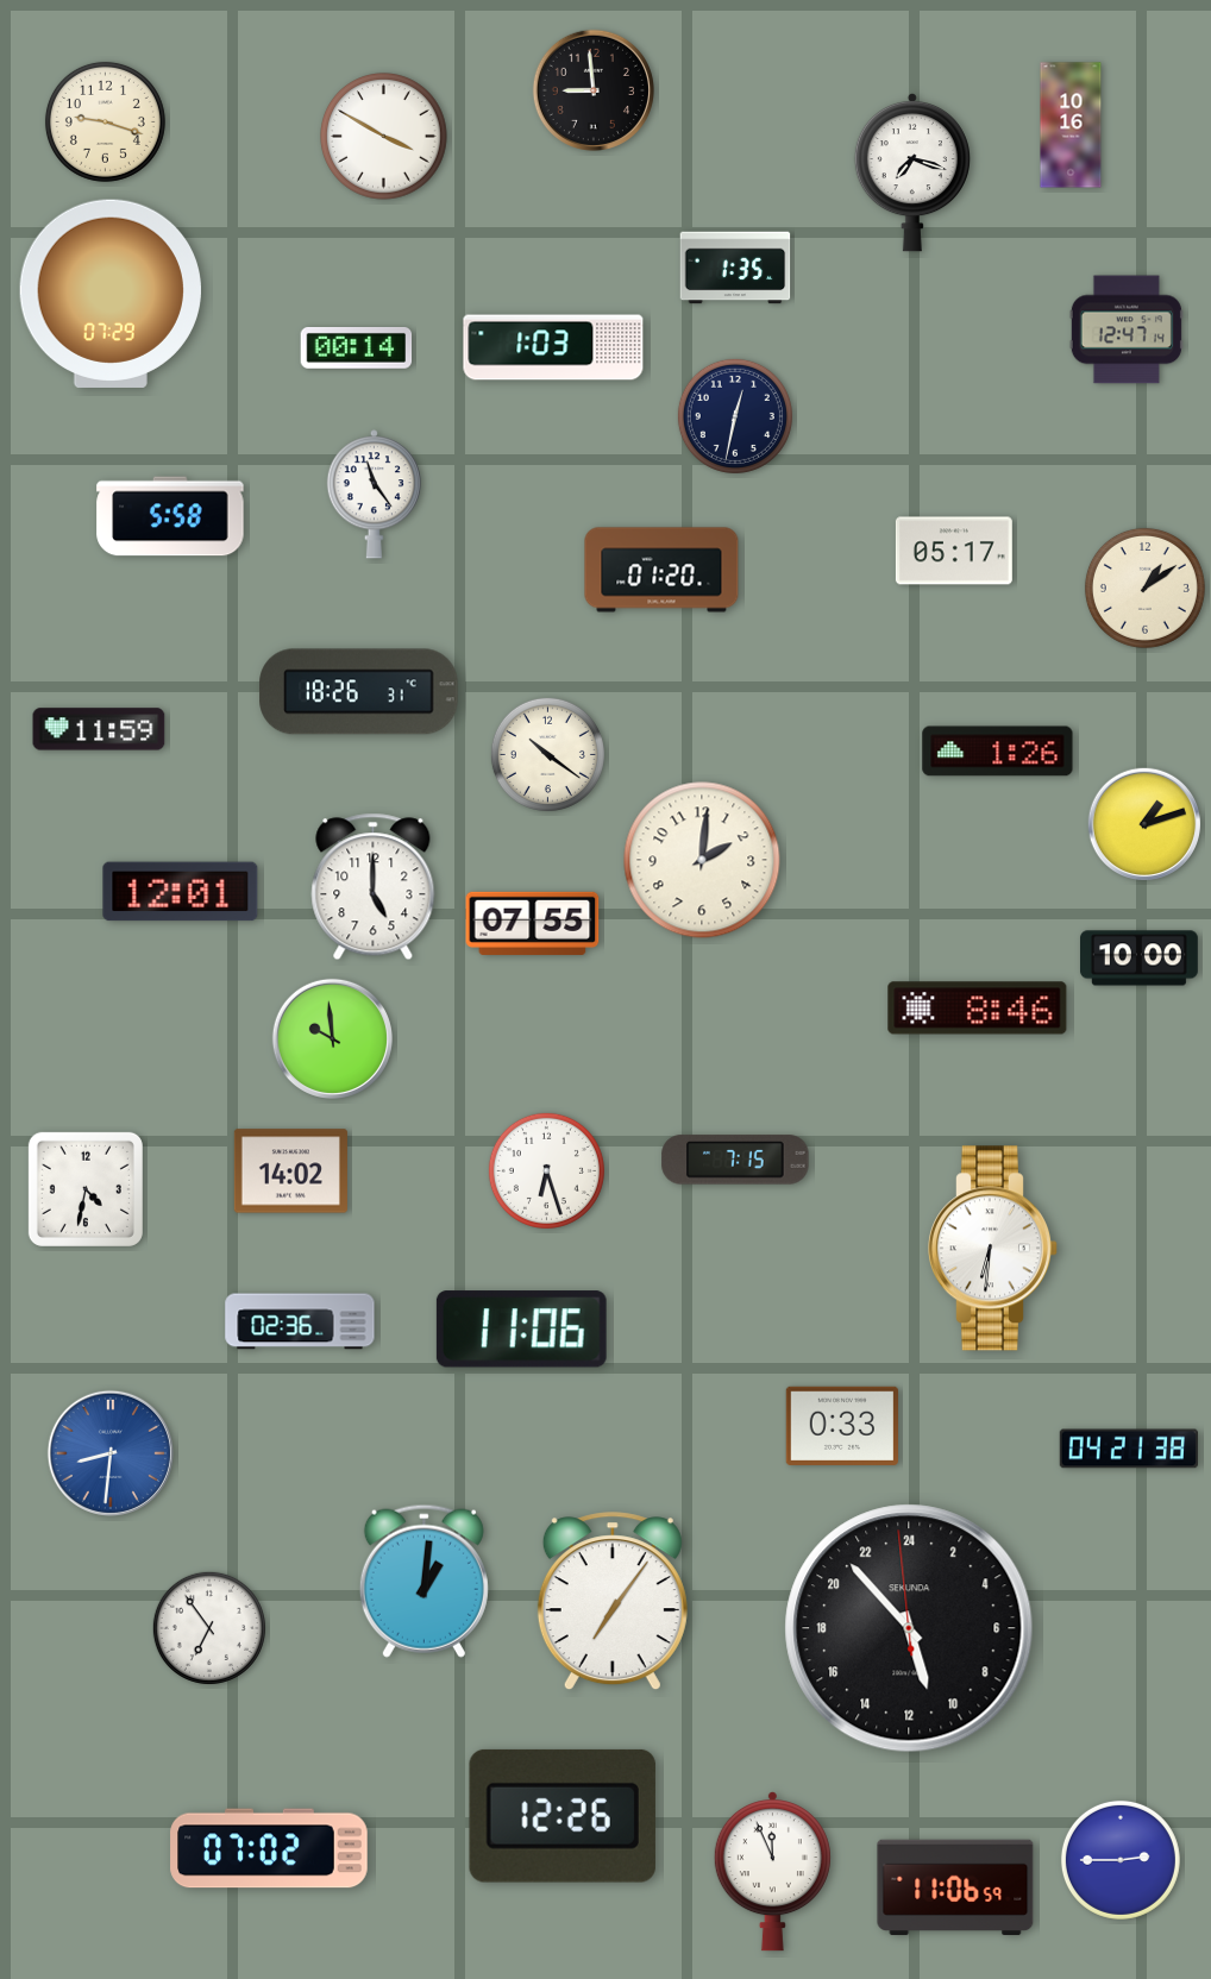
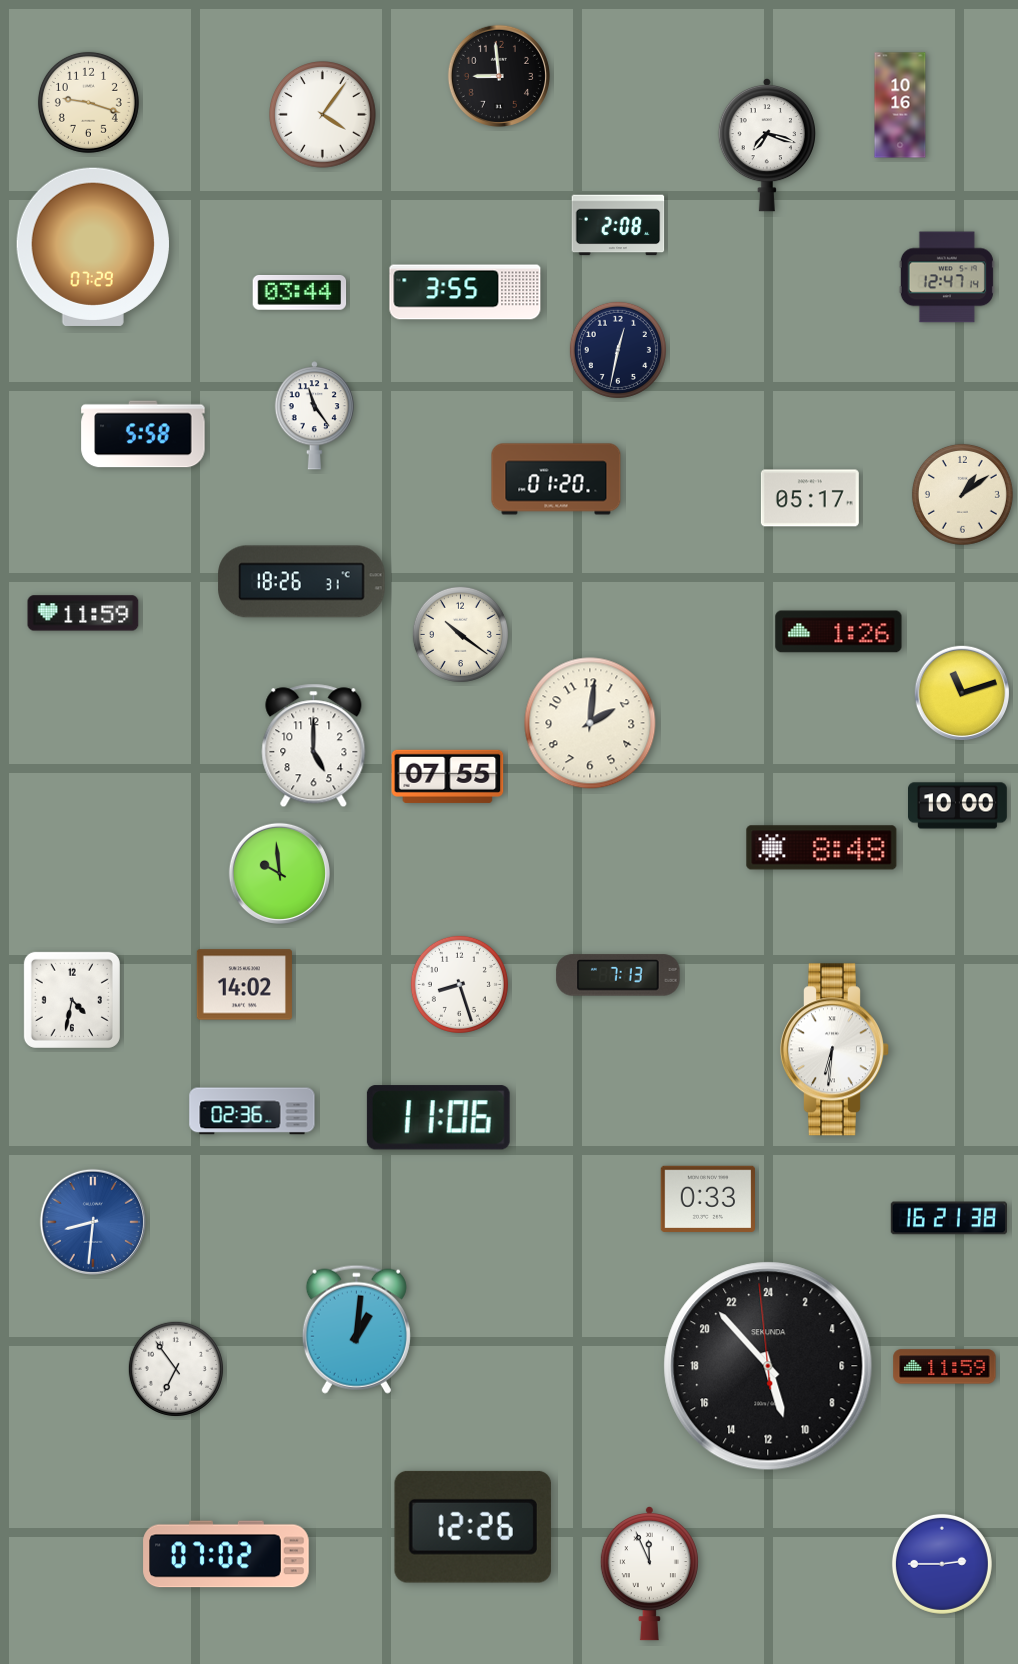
clock at (384, 137): 3:50 -> 4:06
clock at (735, 268): 1:35 -> 2:08
clock at (357, 347): 00:14 -> 03:44
clock at (553, 347): 1:03 -> 3:55
clock at (954, 551) position: (954, 551) -> (810, 498)
clock at (1143, 823): 1:12 -> 11:12
clock at (181, 892): 12:01 -> none
clock at (978, 1009): 8:46 -> 8:48
clock at (735, 1160): 7:15 -> 7:13
clock at (546, 1170): 6:27 -> 8:27
clock at (1128, 1449): 04:21 -> 16:21
clock at (613, 1602): 7:06 -> none
clock at (945, 1367): none -> 11:59
clock at (909, 1628) position: (909, 1628) -> (768, 1366)
clock at (955, 1887): 11:06 -> none
